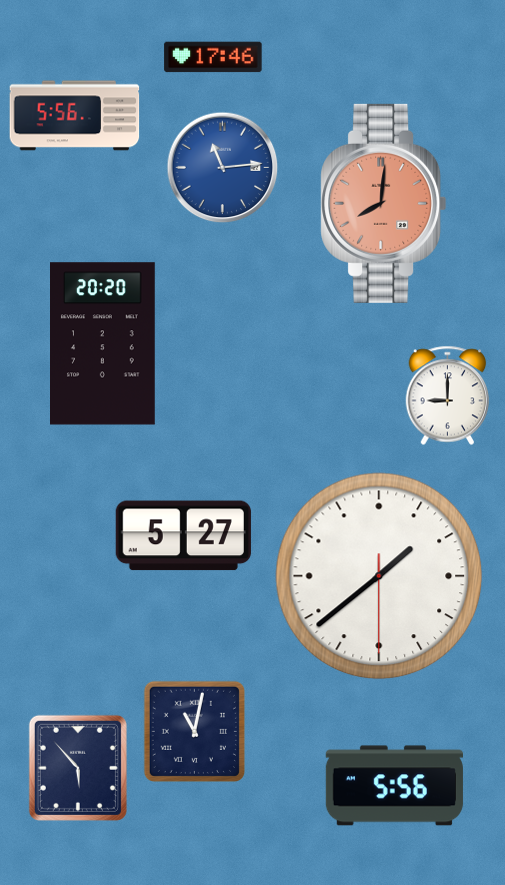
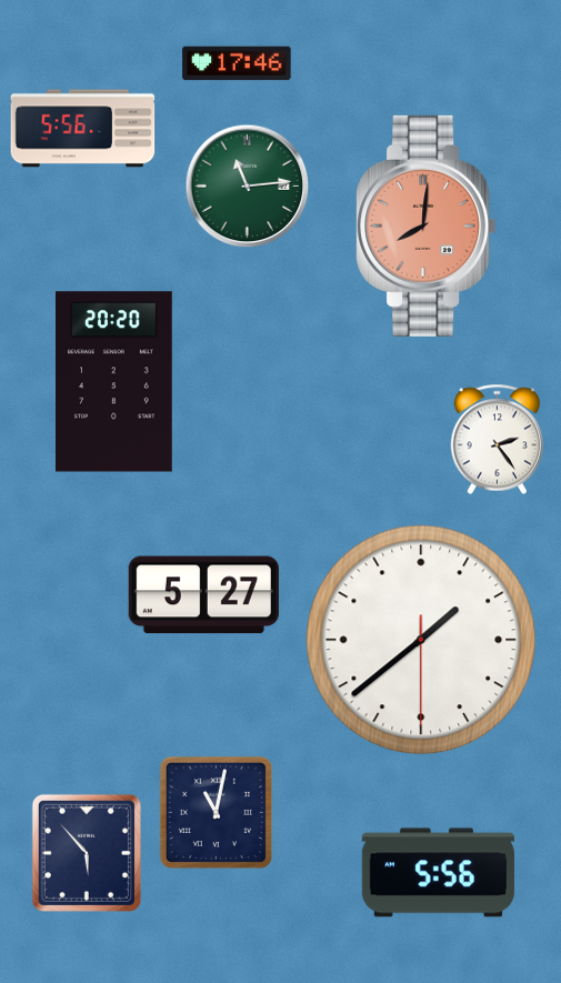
clock at (222, 167) dial: blue -> green
clock at (448, 395): 9:00 -> 2:24
